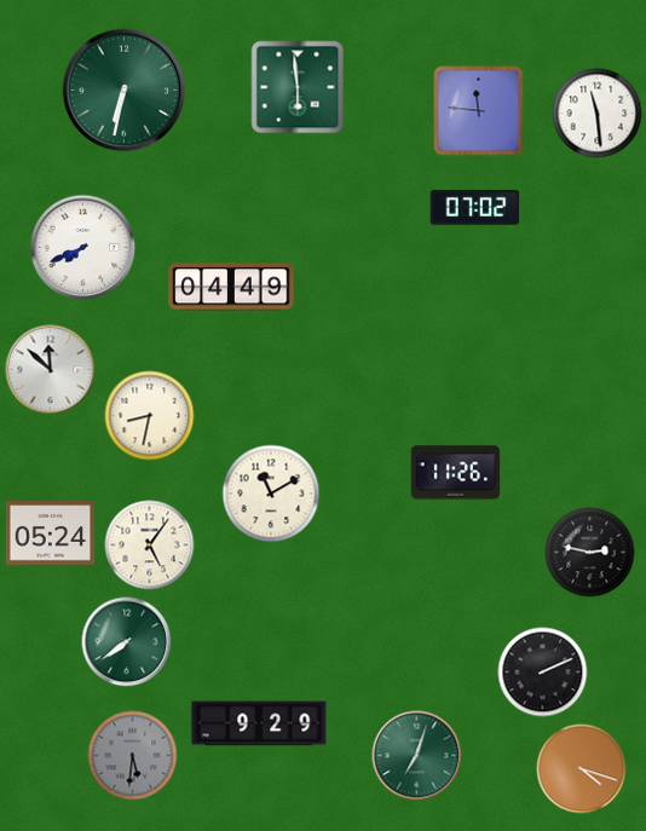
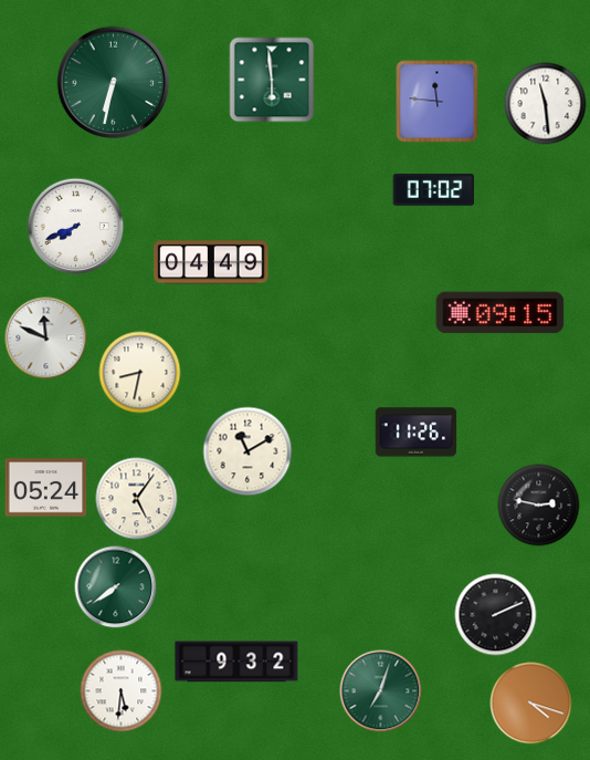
clock at (501, 313): none -> 09:15
clock at (51, 370): 11:52 -> 11:49
clock at (150, 416) position: (150, 416) -> (140, 373)
clock at (259, 723): 9:29 -> 9:32
clock at (133, 756) dial: grey -> white
